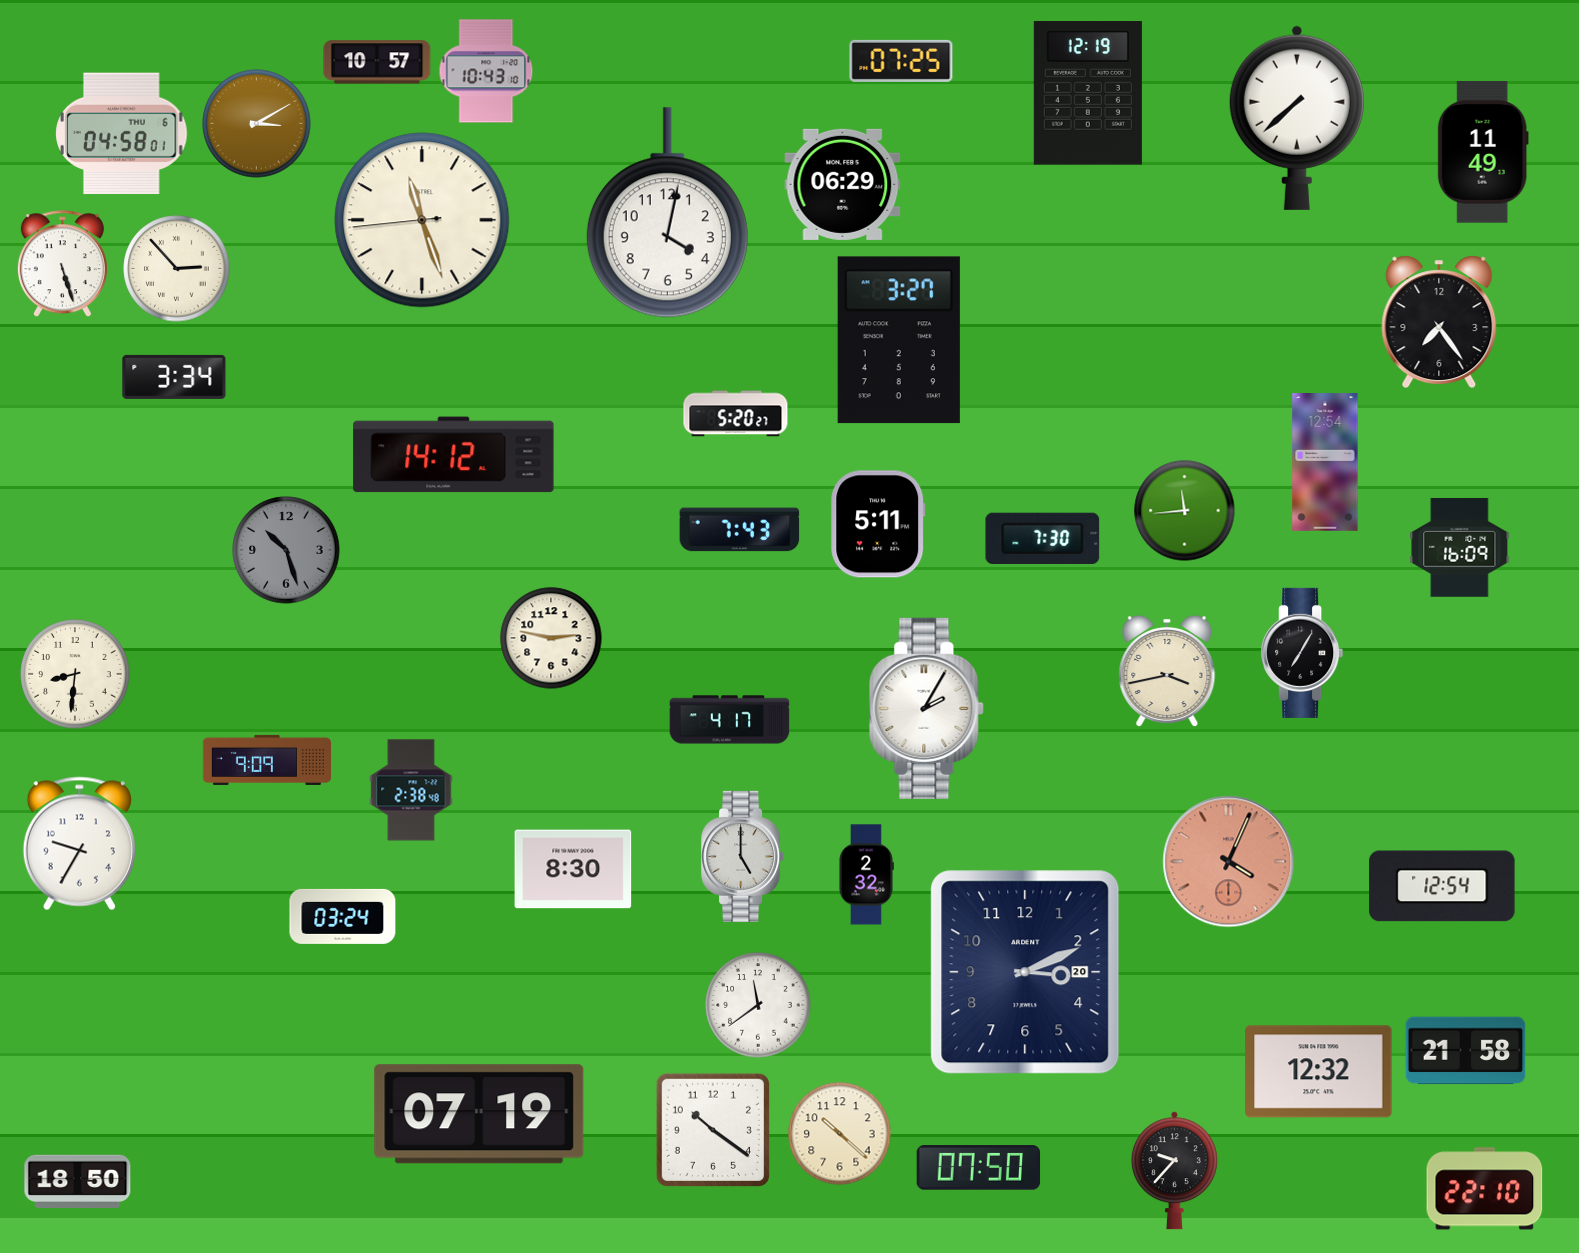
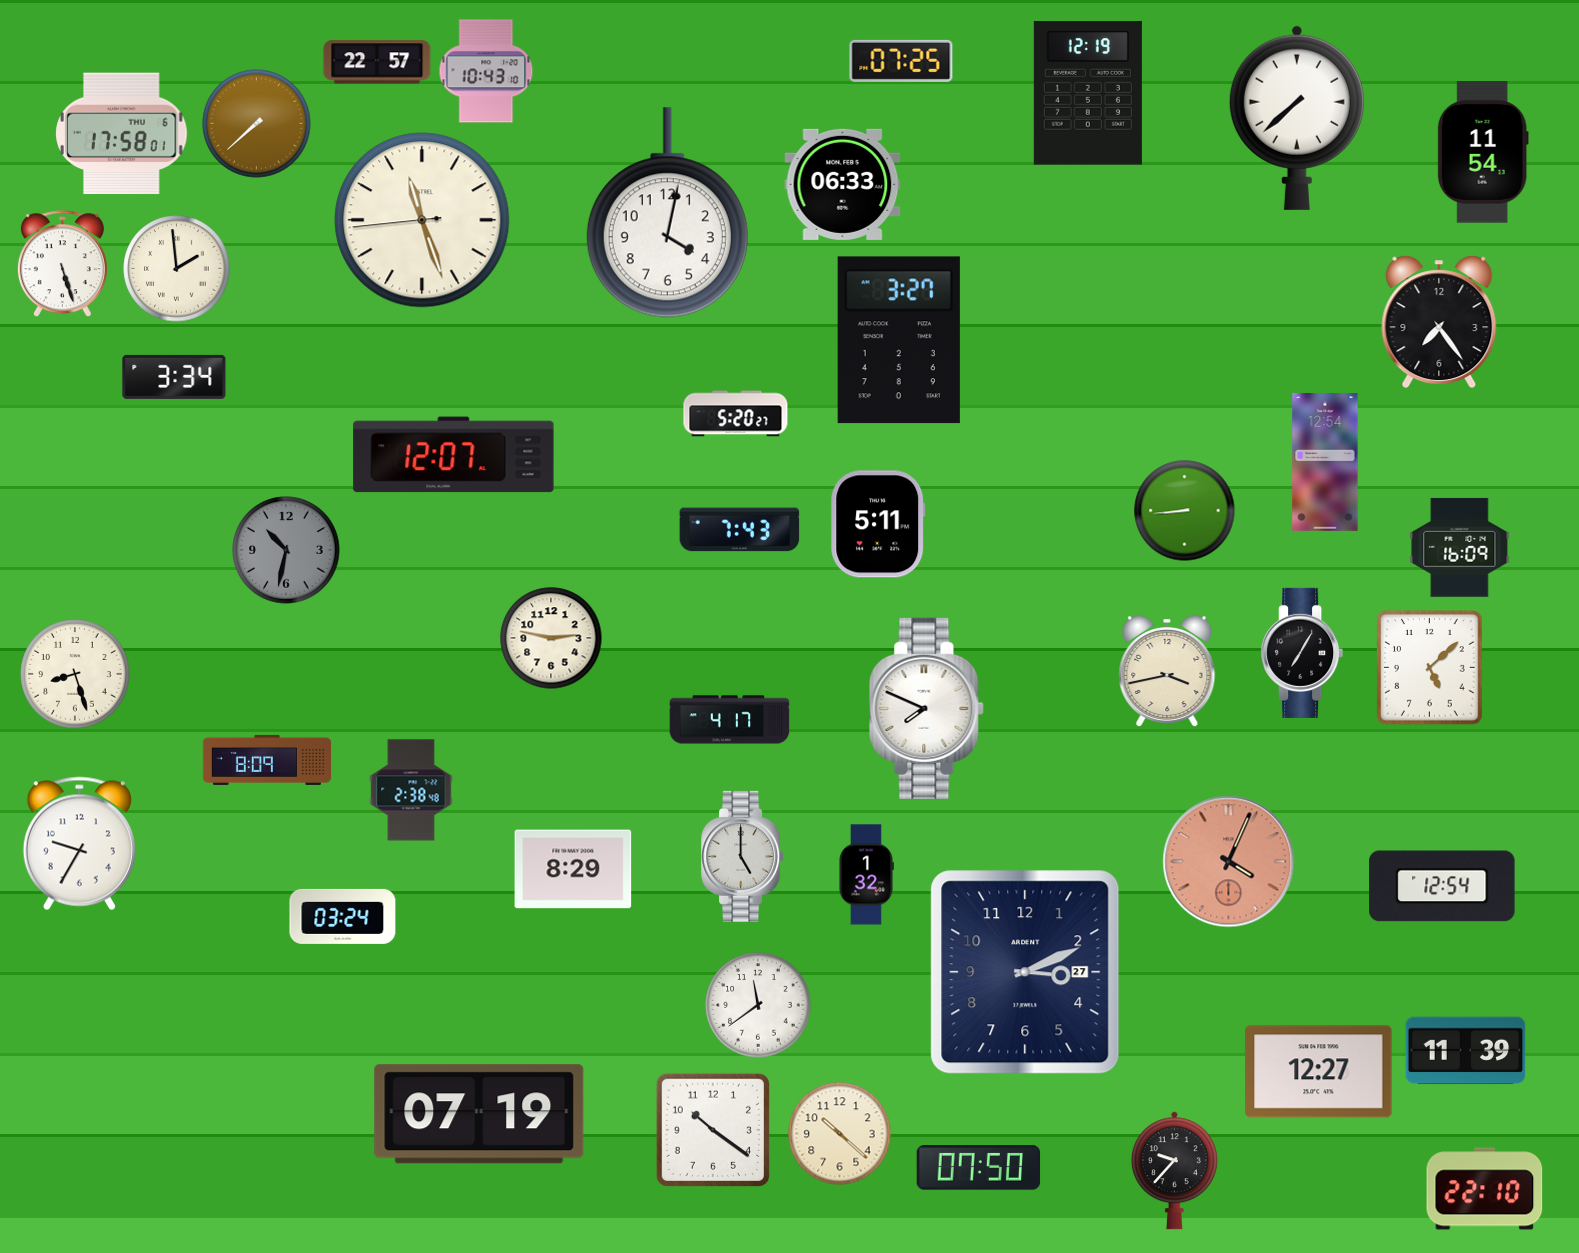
clock at (377, 62): 10:57 -> 22:57
clock at (257, 124): 3:10 -> 7:38
clock at (122, 134): 04:58 -> 17:58
clock at (1483, 152): 11:49 -> 11:54
clock at (843, 184): 06:29 -> 06:33
clock at (177, 269): 2:53 -> 1:59
clock at (454, 455): 14:12 -> 12:07
clock at (1185, 511): 11:44 -> 8:44
clock at (1043, 538): 7:30 -> none
clock at (286, 550): 10:27 -> 10:32
clock at (1430, 668): none -> 5:08
clock at (75, 674): 8:31 -> 8:27
clock at (927, 708): 2:05 -> 7:49
clock at (266, 760): 9:09 -> 8:09
clock at (573, 869): 8:30 -> 8:29
clock at (866, 875): 2:32 -> 1:32
clock at (1025, 972) date: 20 -> 27
clock at (1466, 1051): 21:58 -> 11:39
clock at (1319, 1072): 12:32 -> 12:27
clock at (78, 1181): 18:50 -> none
